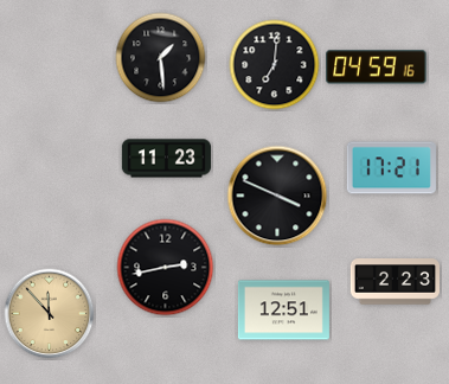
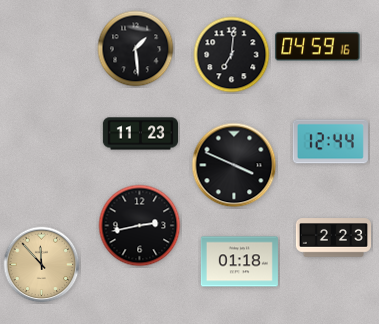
clock at (377, 68) position: (377, 68) -> (318, 47)
clock at (391, 168): 17:21 -> 12:44
clock at (283, 311): 12:51 -> 01:18
